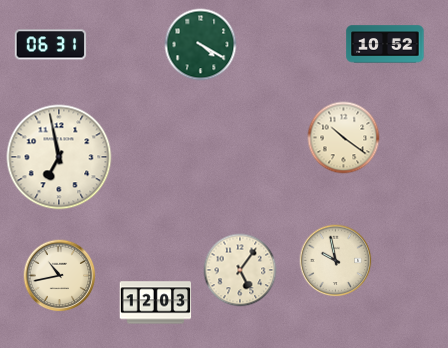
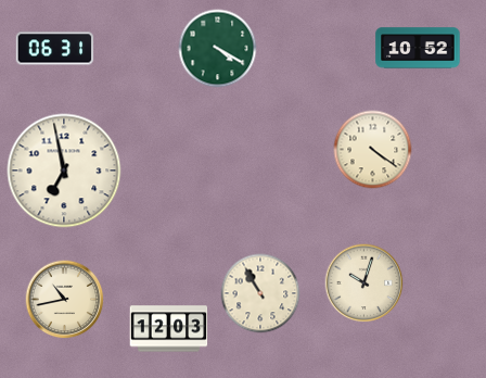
clock at (344, 138): 10:21 -> 4:21
clock at (336, 261): 9:58 -> 10:03
clock at (240, 270): 5:06 -> 10:55
